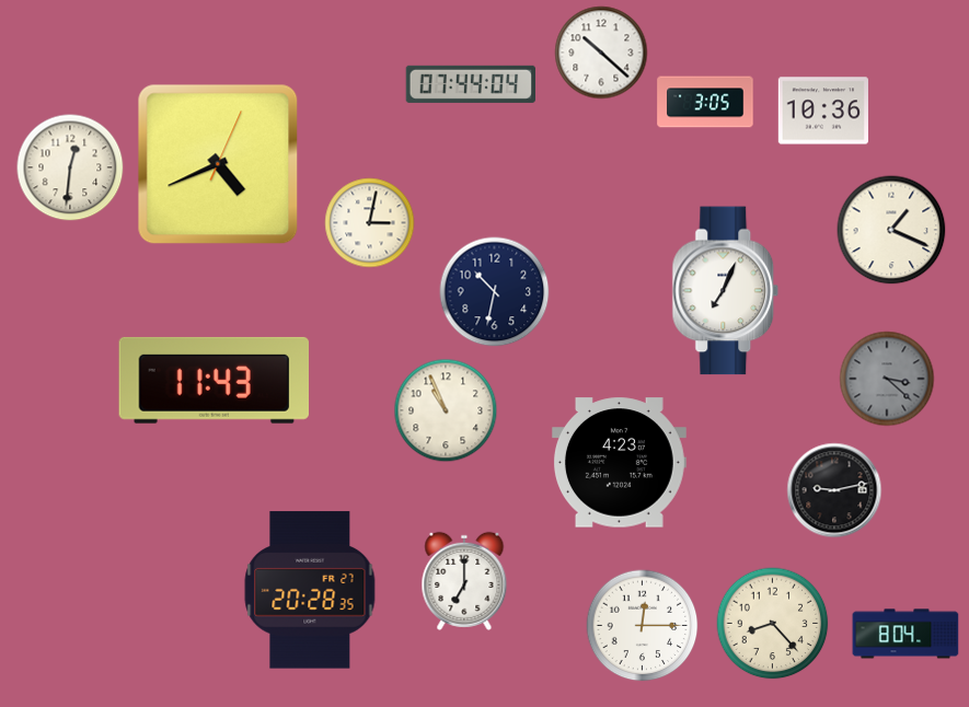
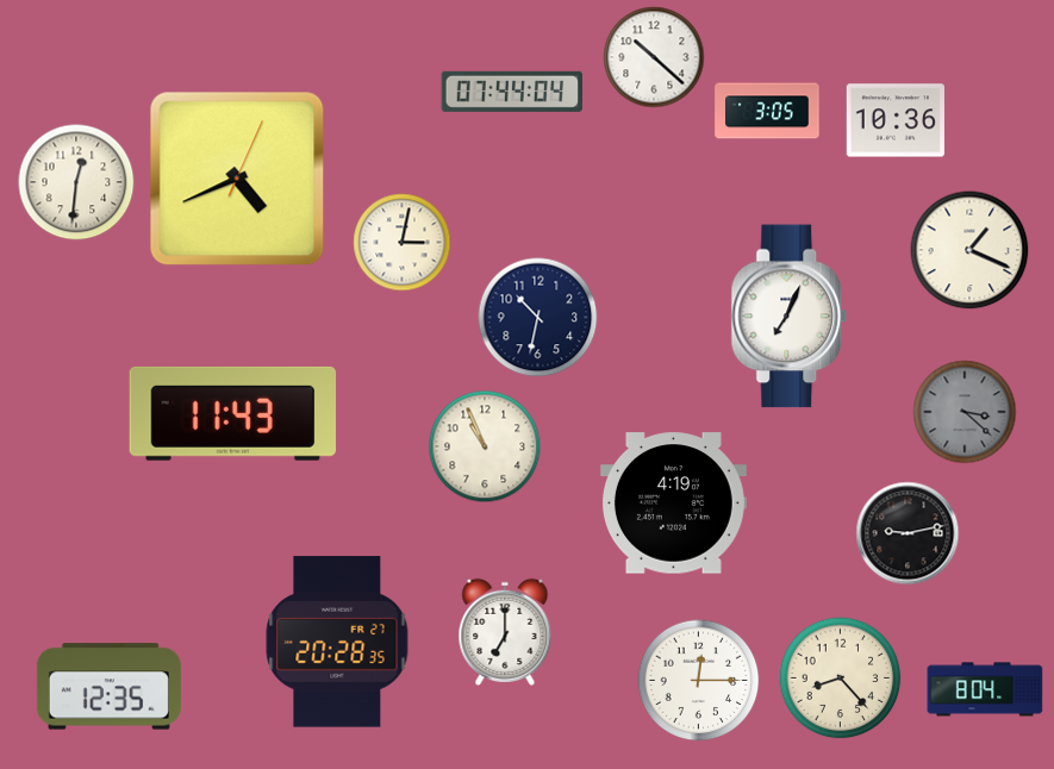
clock at (619, 463): 4:23 -> 4:19
clock at (108, 687): none -> 12:35
